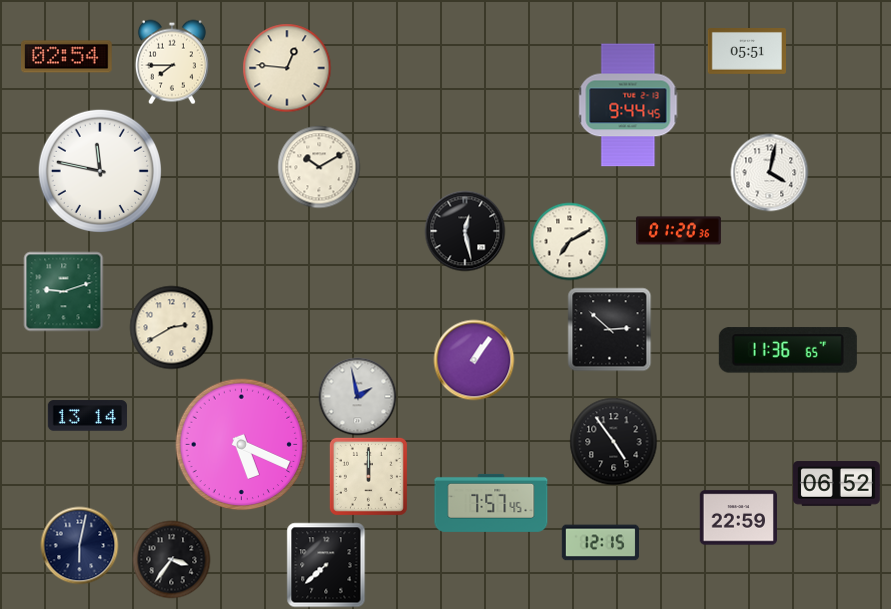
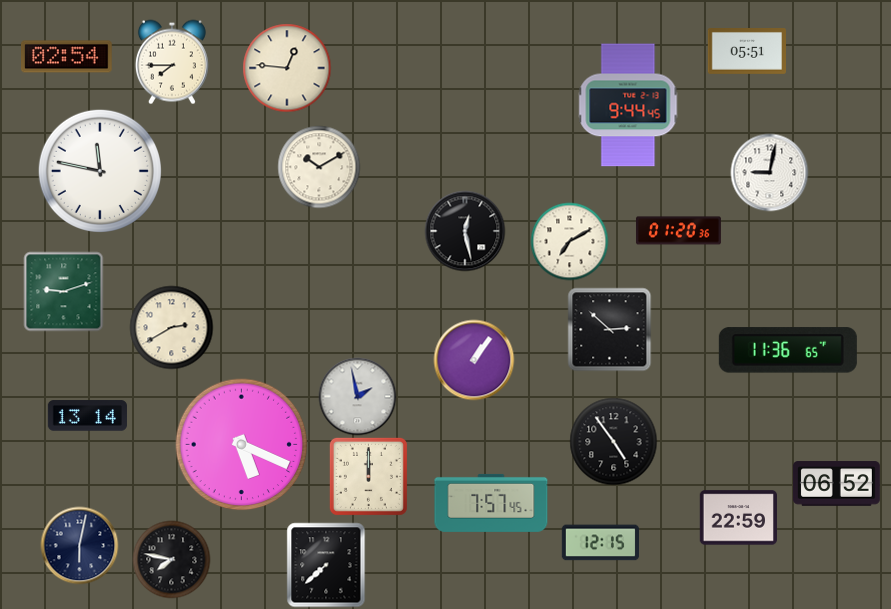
clock at (769, 172): 4:02 -> 9:02
clock at (171, 559): 3:36 -> 7:47
